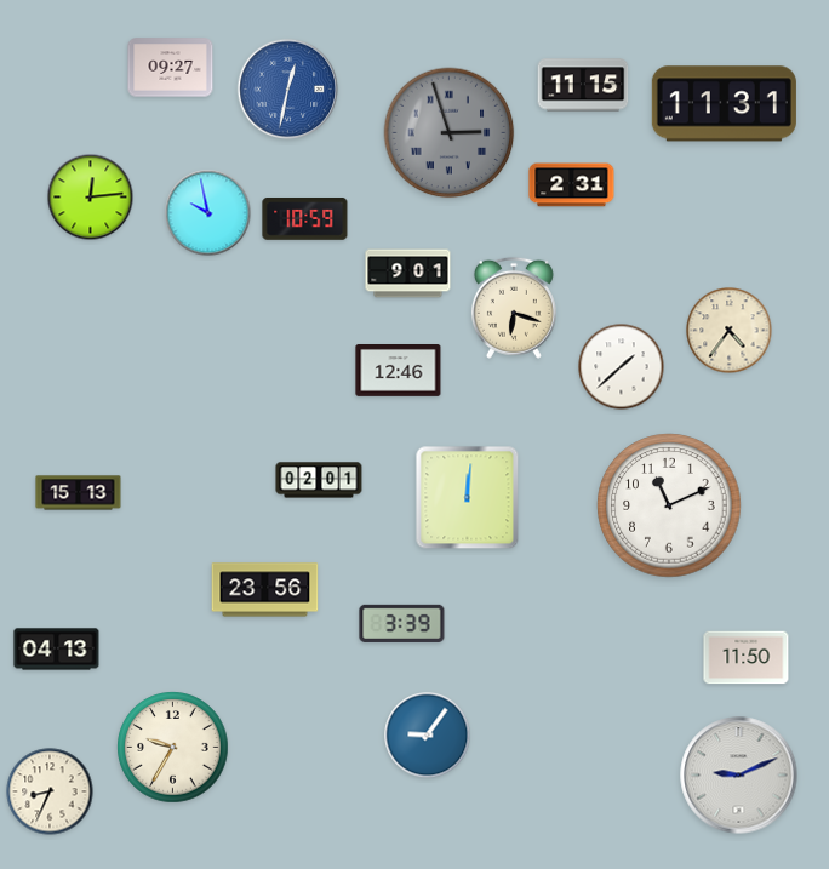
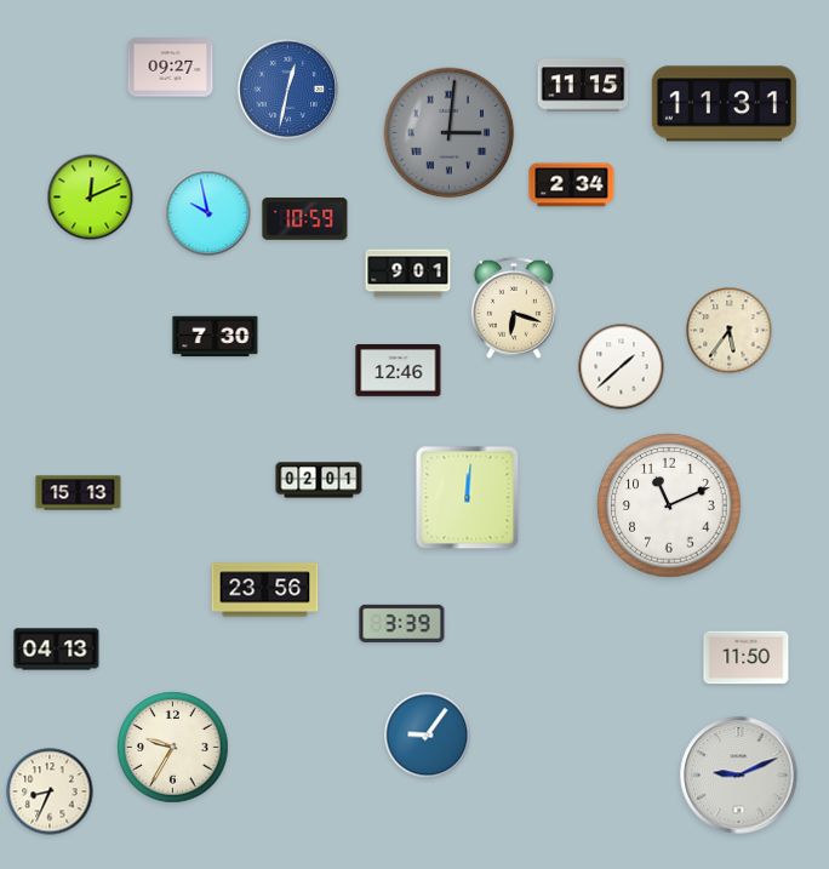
clock at (450, 133): 2:57 -> 3:01
clock at (572, 185): 2:31 -> 2:34
clock at (91, 198): 12:14 -> 12:11
clock at (730, 331): 4:36 -> 5:36
clock at (216, 337): none -> 7:30
